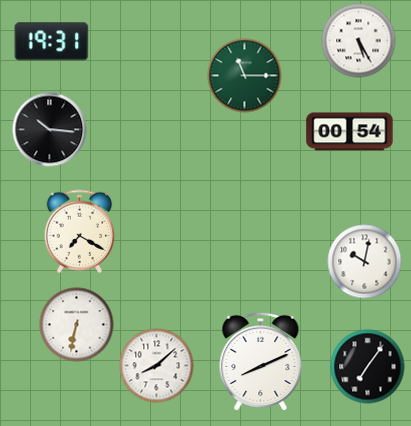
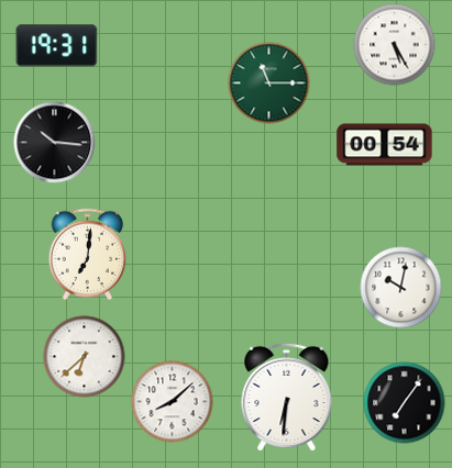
clock at (80, 232): 7:20 -> 7:01
clock at (77, 325): 6:32 -> 6:38
clock at (261, 362): 8:11 -> 6:31
